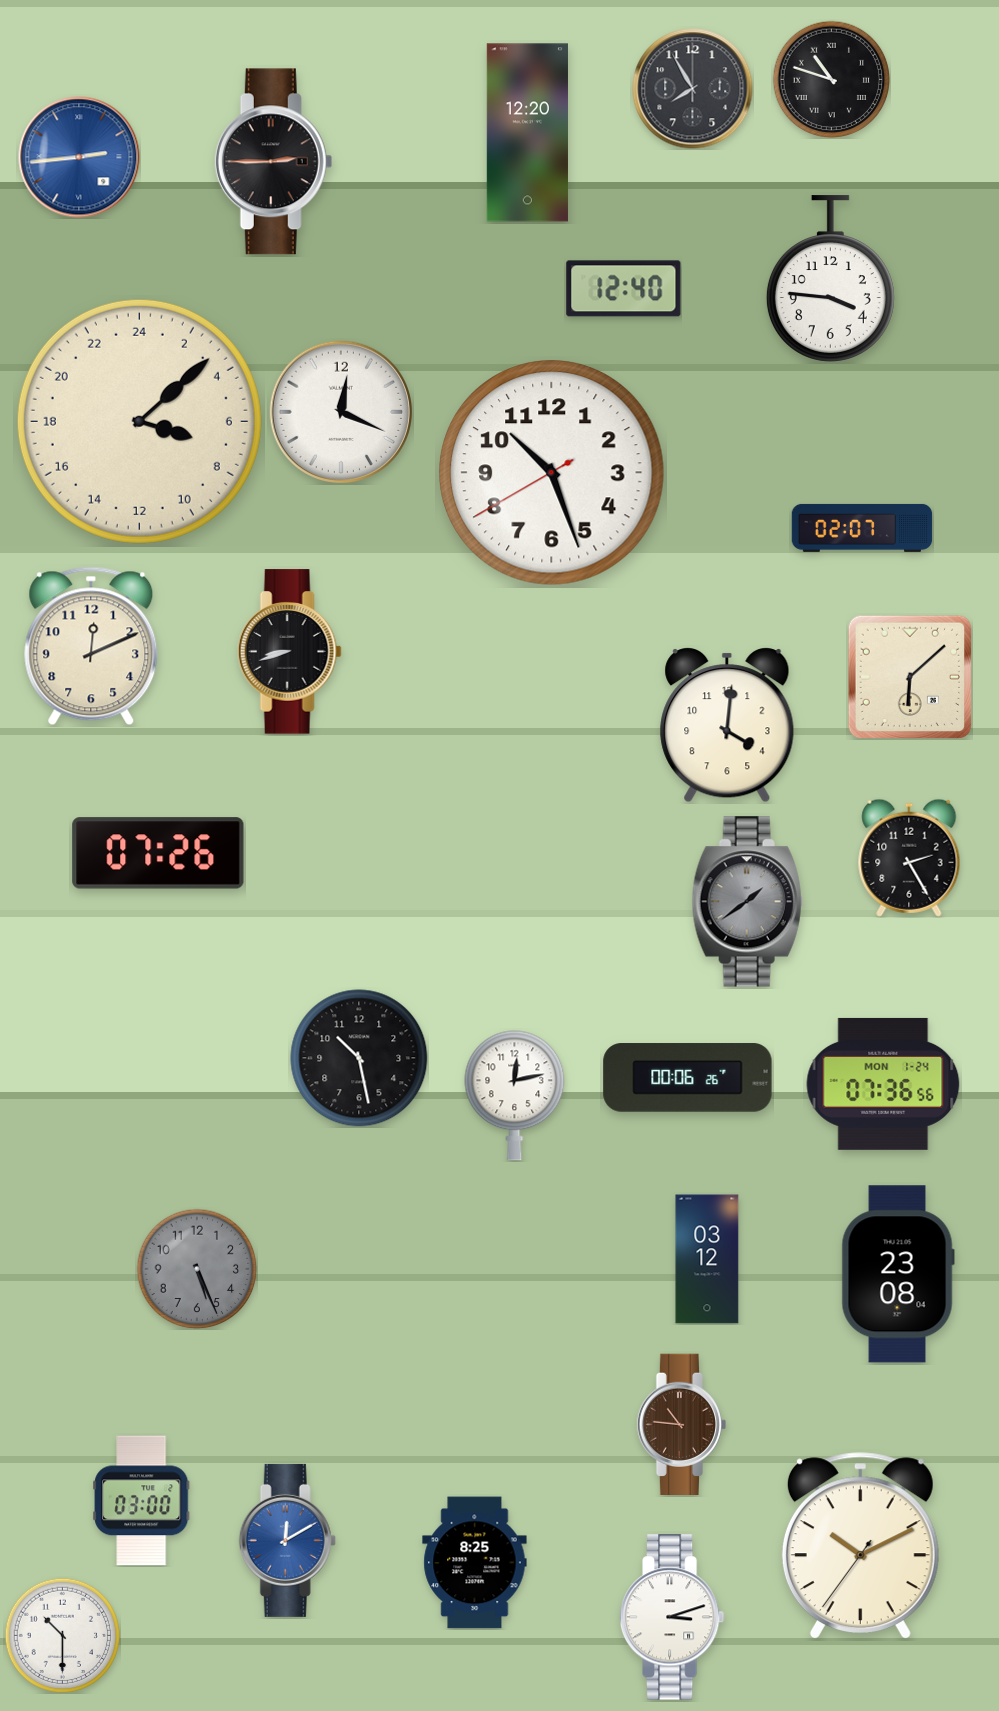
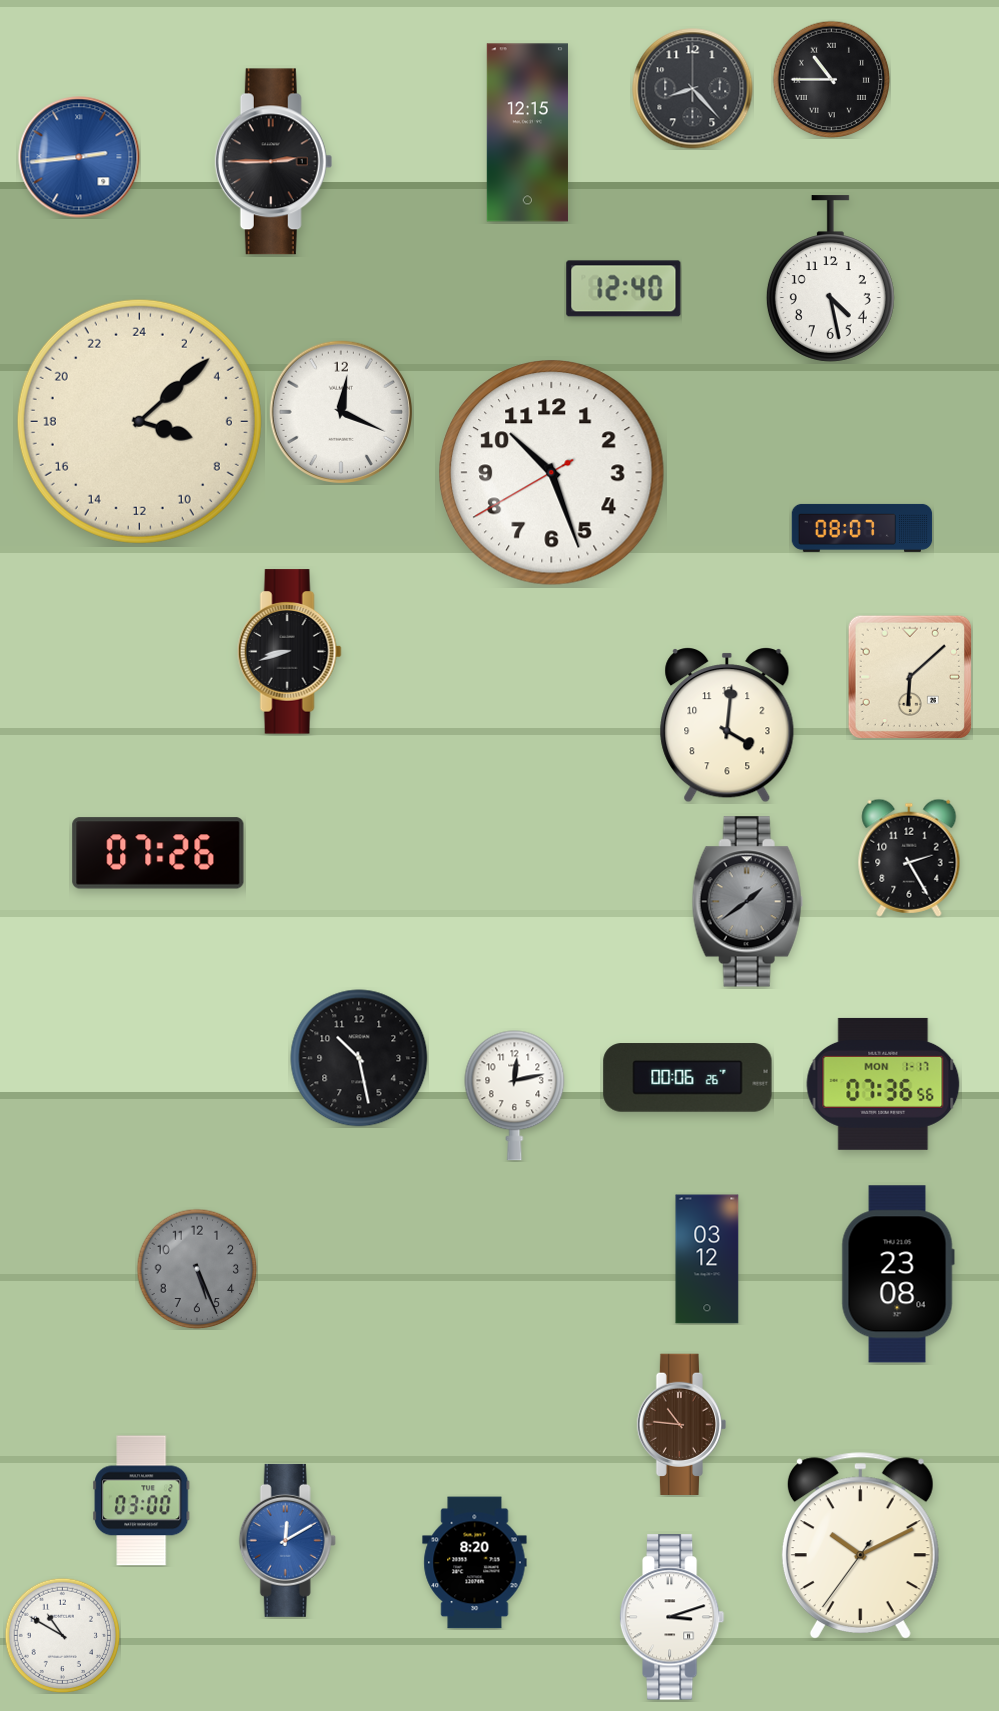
clock at (831, 79): 10:48 -> 10:45
clock at (693, 89): 7:55 -> 8:23
clock at (527, 133): 12:20 -> 12:15
clock at (830, 279): 3:46 -> 4:28
clock at (862, 528): 02:07 -> 08:07
clock at (91, 646): 12:11 -> none
clock at (883, 1084) date: MON 1-24 -> MON 1-17
clock at (475, 1563): 8:25 -> 8:20
clock at (62, 1635): 10:30 -> 10:50
